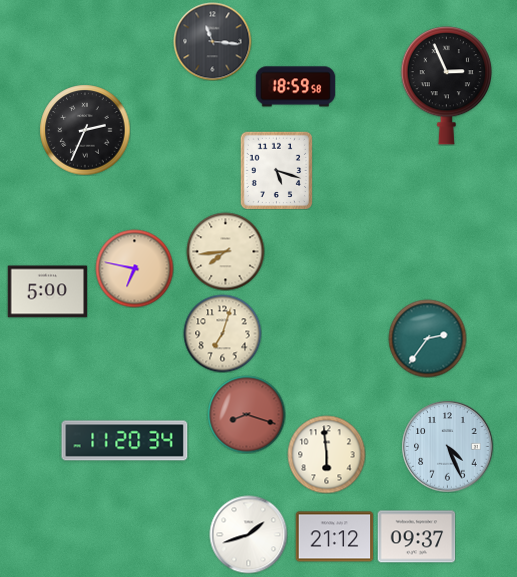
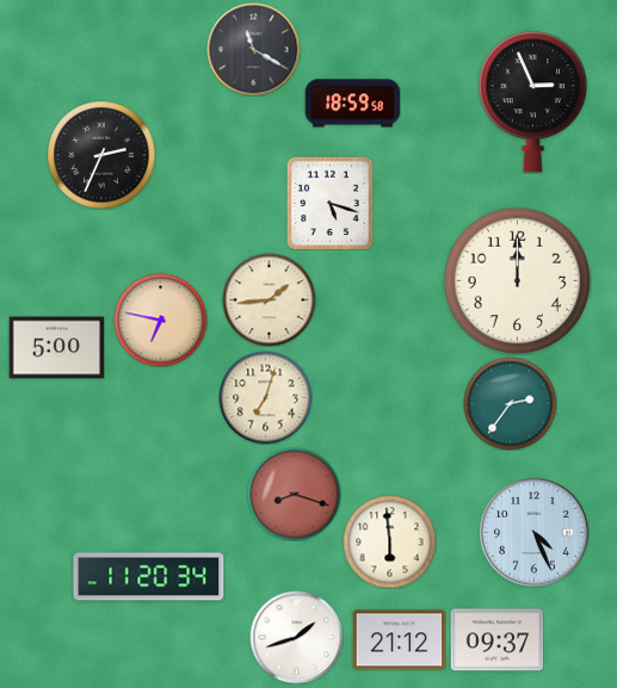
clock at (212, 41): 11:16 -> 11:20
clock at (517, 280): none -> 12:00
clock at (225, 251): 7:44 -> 1:44
clock at (125, 441) position: (125, 441) -> (149, 577)
